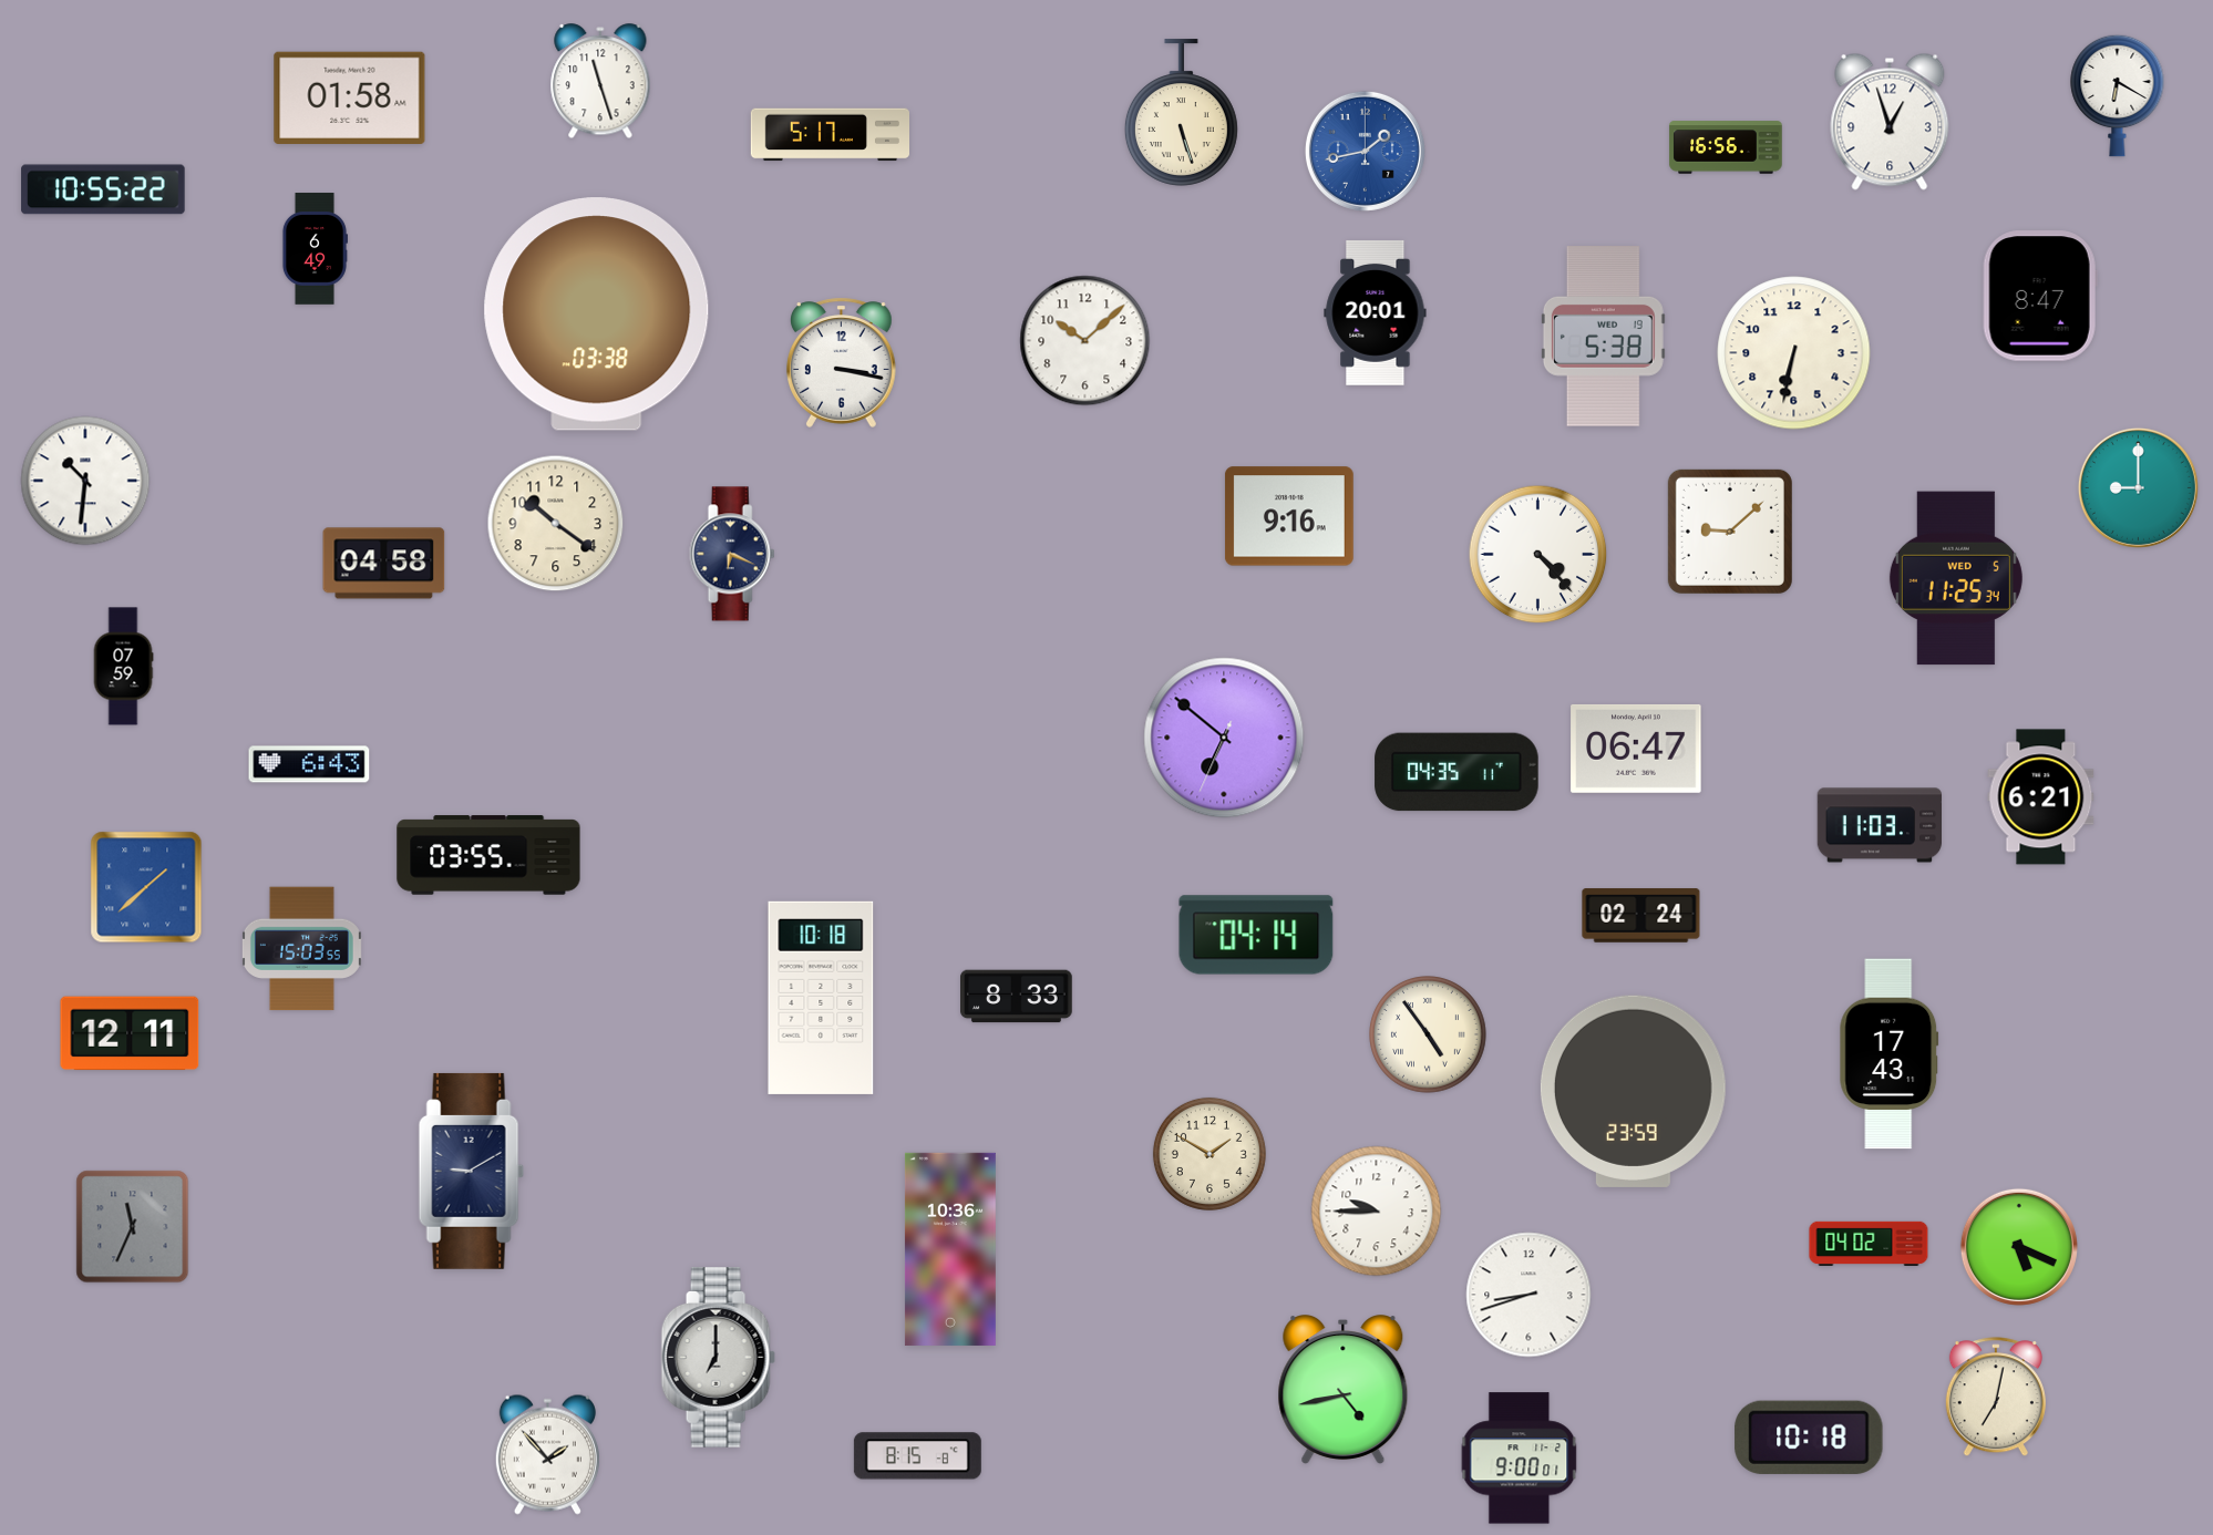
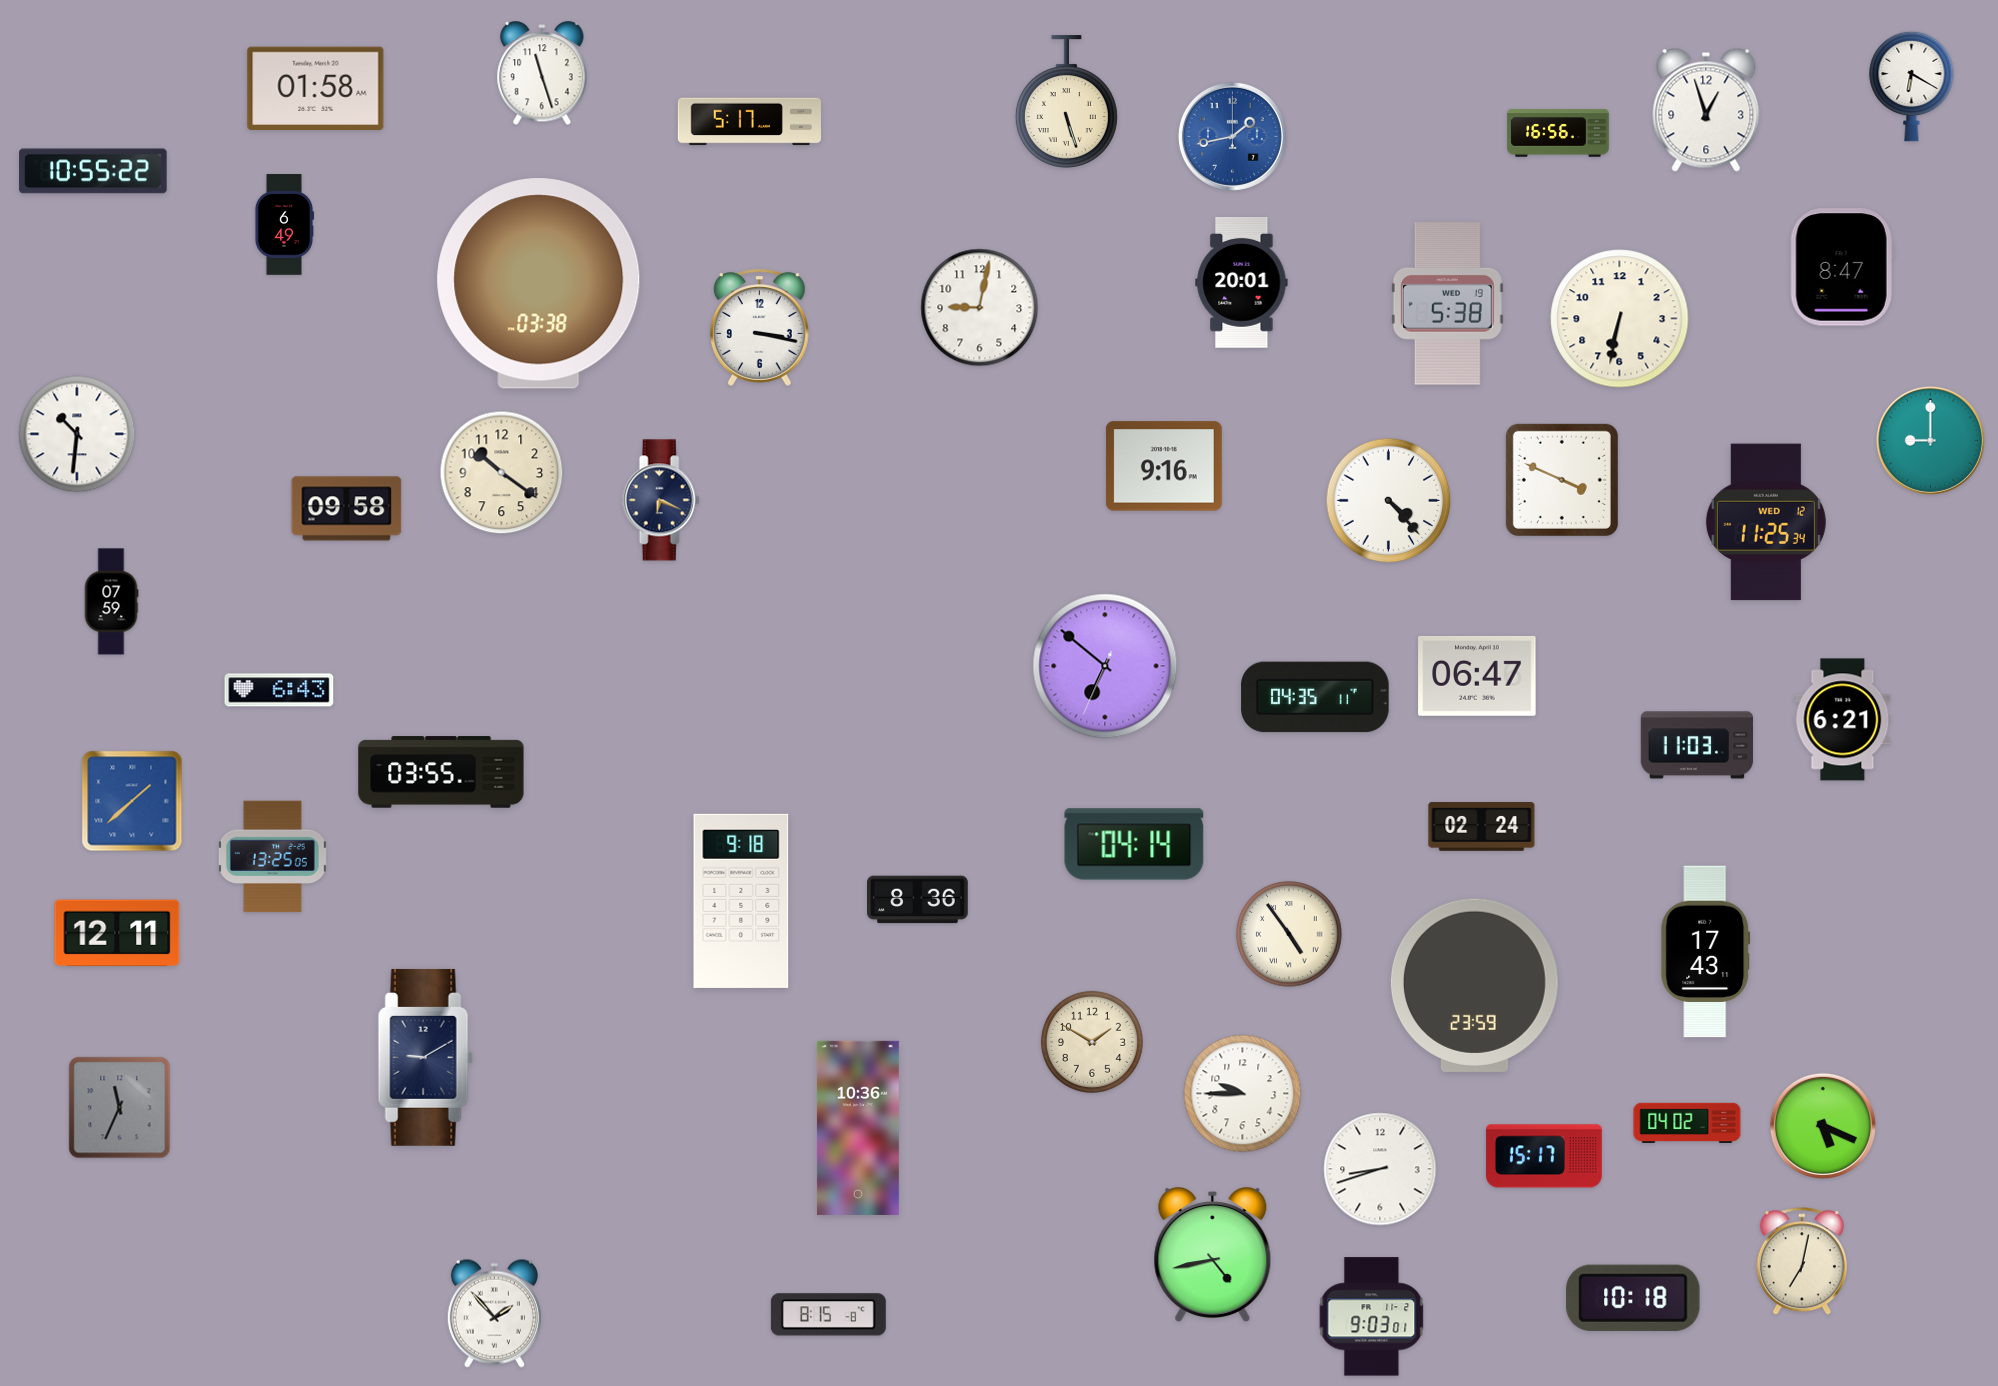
clock at (1085, 341): 10:08 -> 9:02
clock at (1730, 532): 9:08 -> 3:49
clock at (384, 564): 04:58 -> 09:58
clock at (1956, 578) date: WED 5 -> WED 12
clock at (301, 949): 15:03 -> 13:25
clock at (1017, 997): 8:33 -> 8:36
clock at (821, 998): 10:18 -> 9:18
clock at (1544, 1156): none -> 15:17
clock at (718, 1358): 7:00 -> none
clock at (1520, 1459): 9:00 -> 9:03
